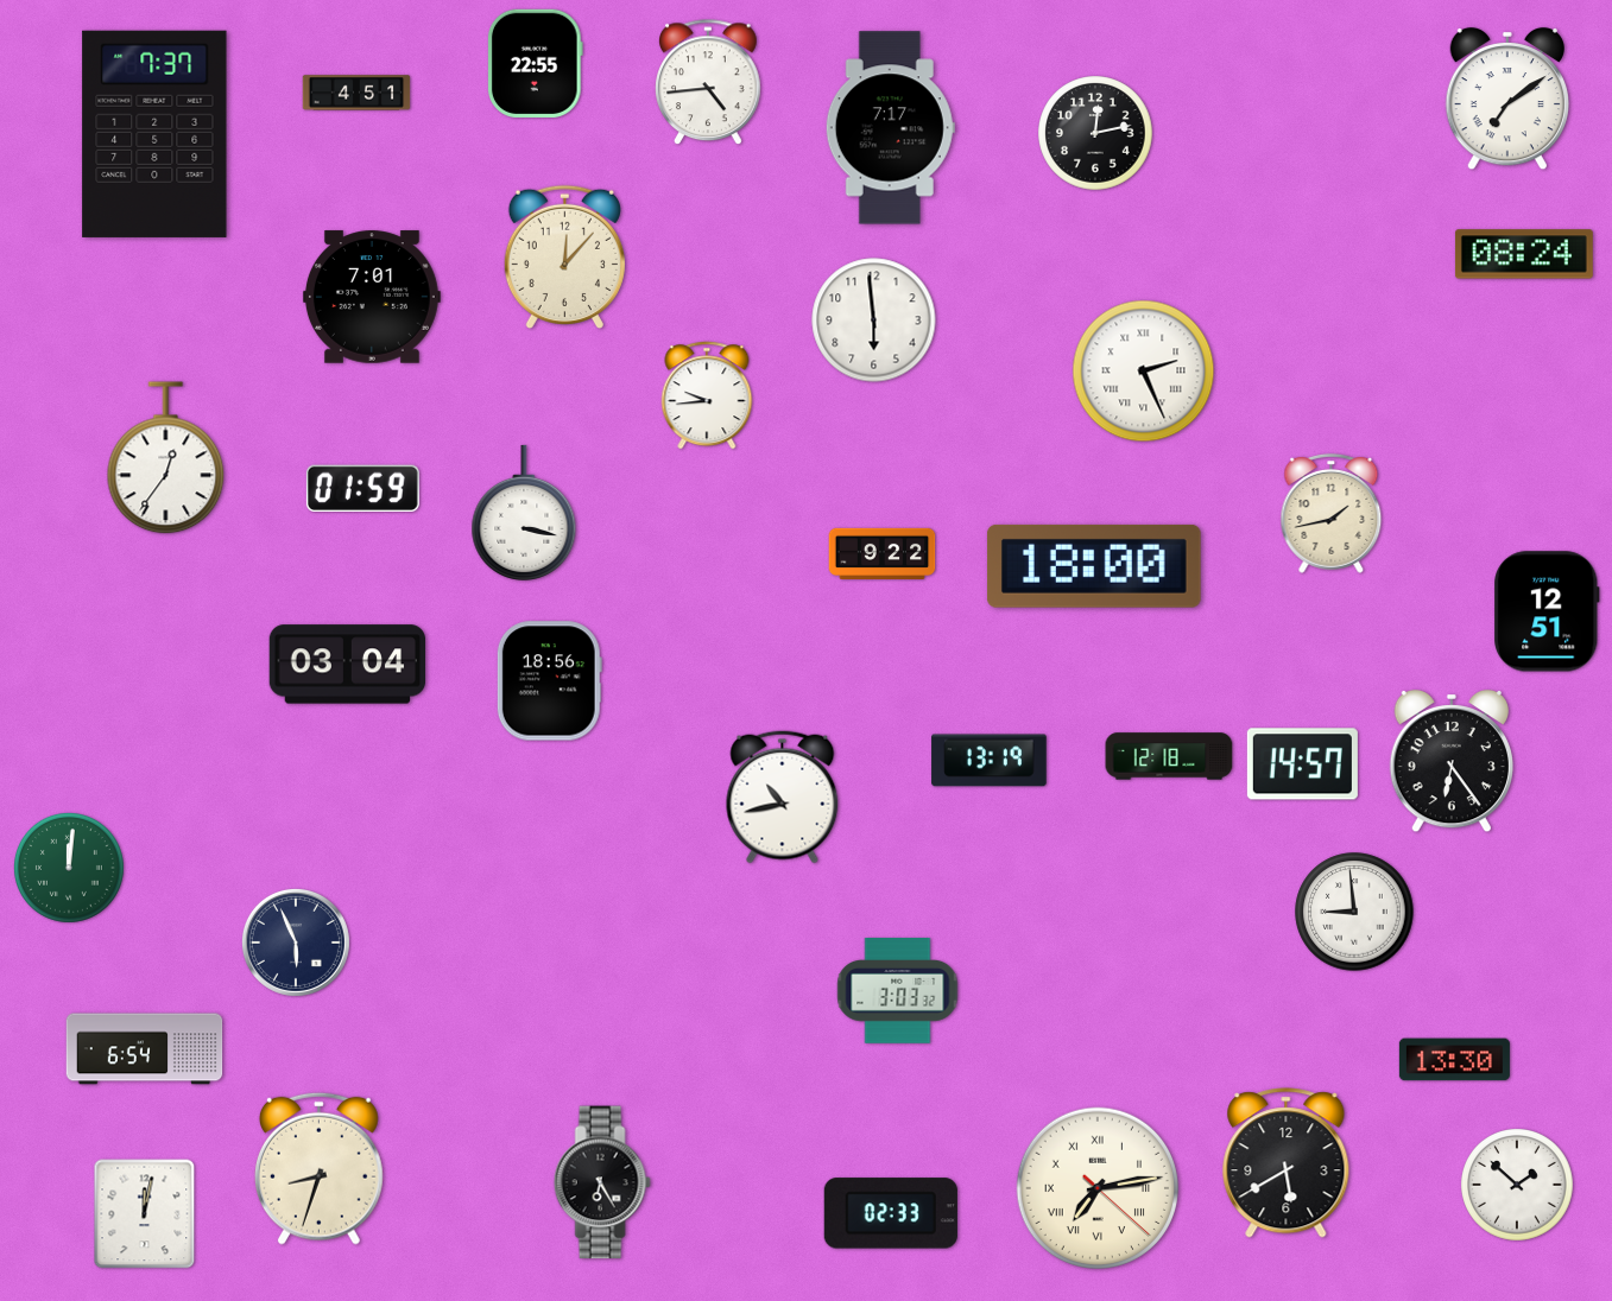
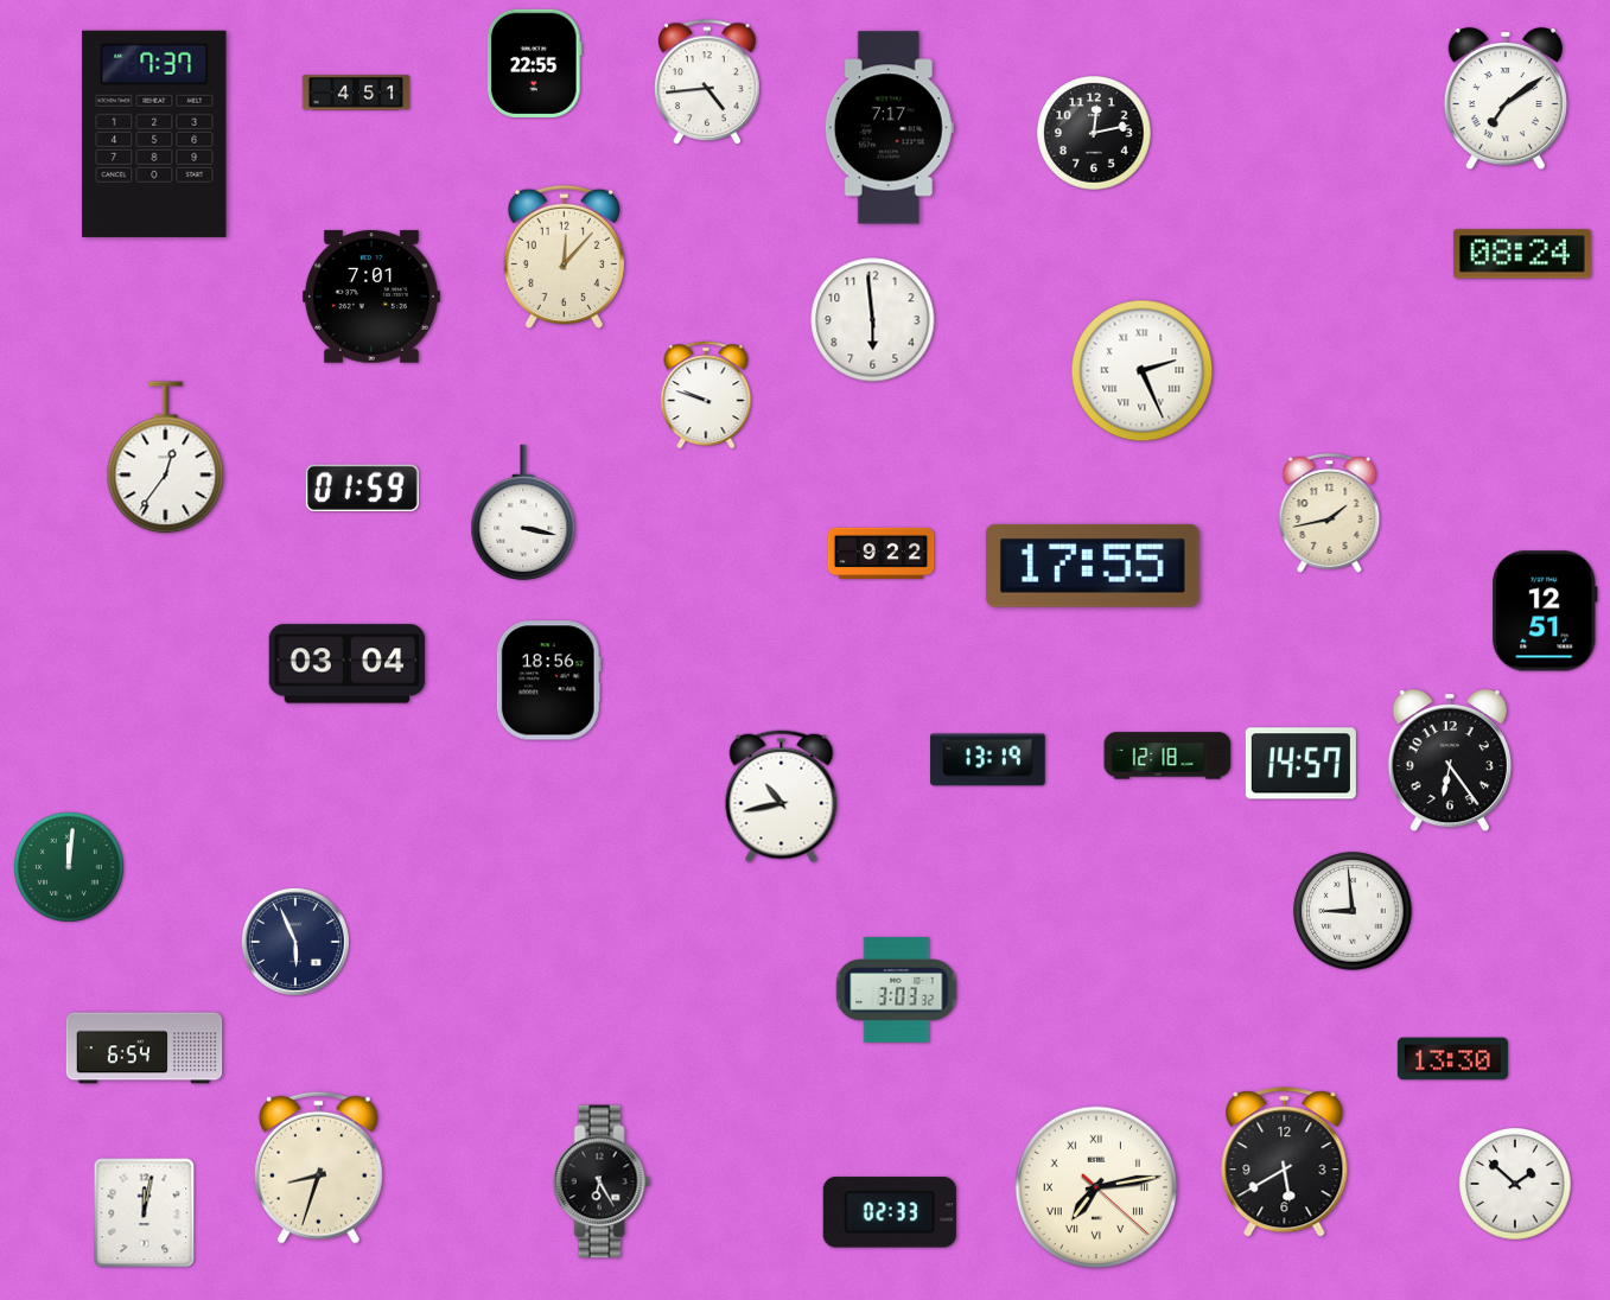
clock at (707, 395): 9:44 -> 9:48
clock at (1094, 566): 18:00 -> 17:55
